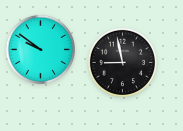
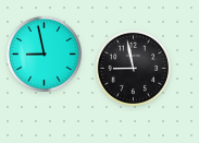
clock at (40, 49): 9:51 -> 8:58
